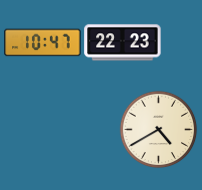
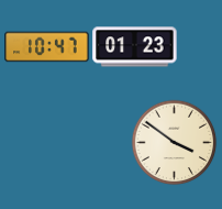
clock at (123, 43): 22:23 -> 01:23
clock at (158, 129): 4:40 -> 3:51
